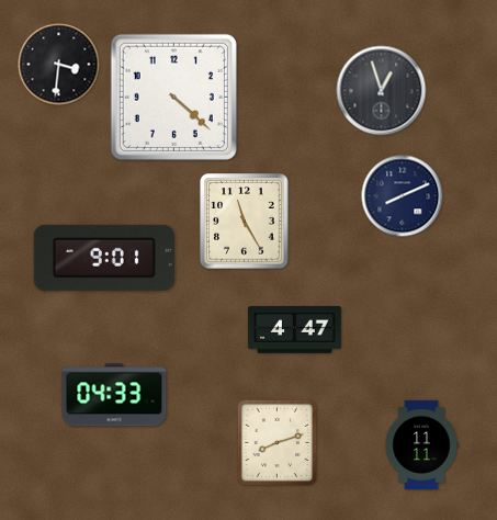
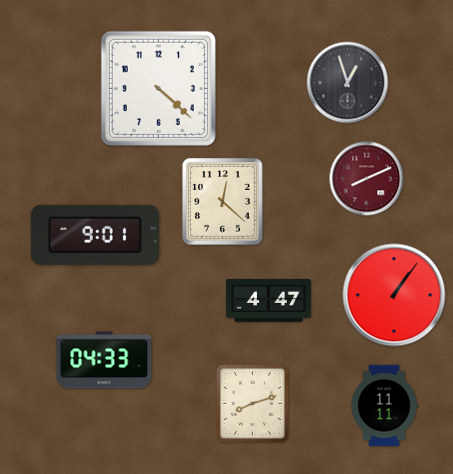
clock at (59, 65): 3:31 -> none
clock at (403, 196) dial: navy -> burgundy
clock at (245, 222): 11:25 -> 12:22
clock at (394, 295): none -> 1:06
